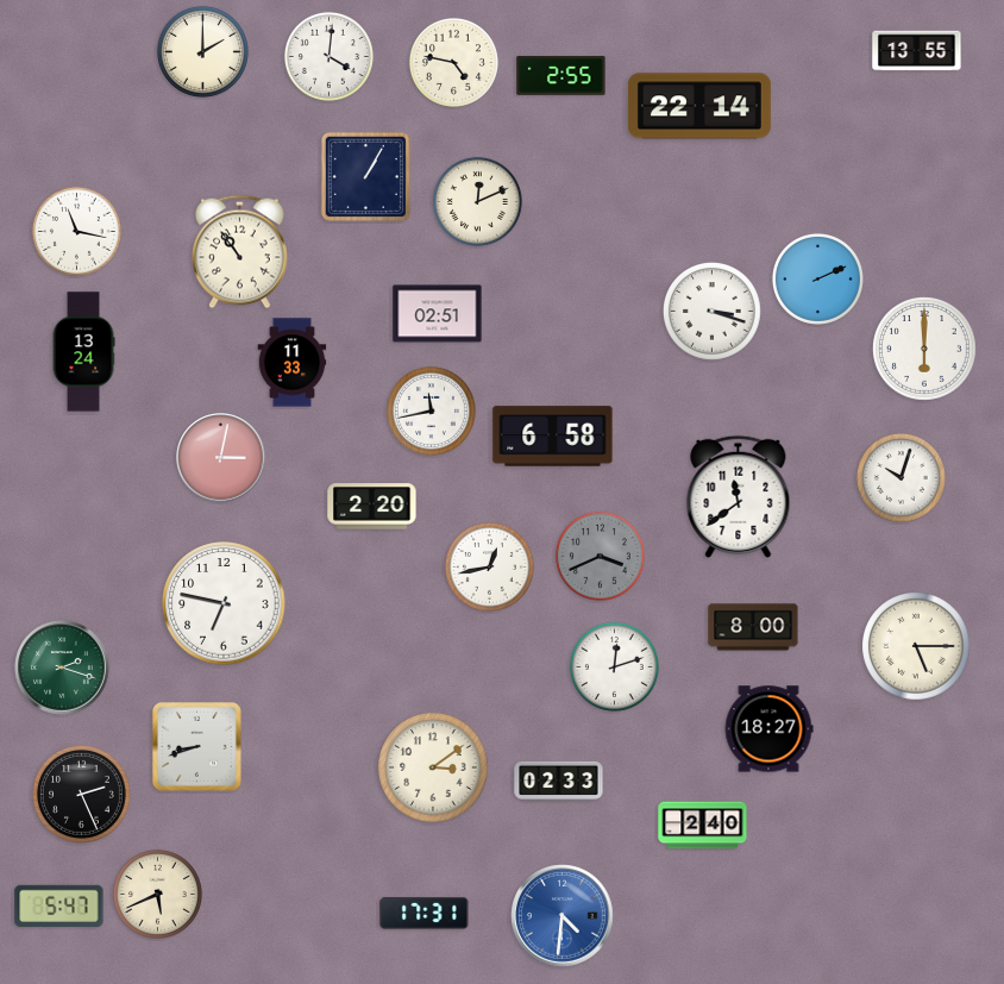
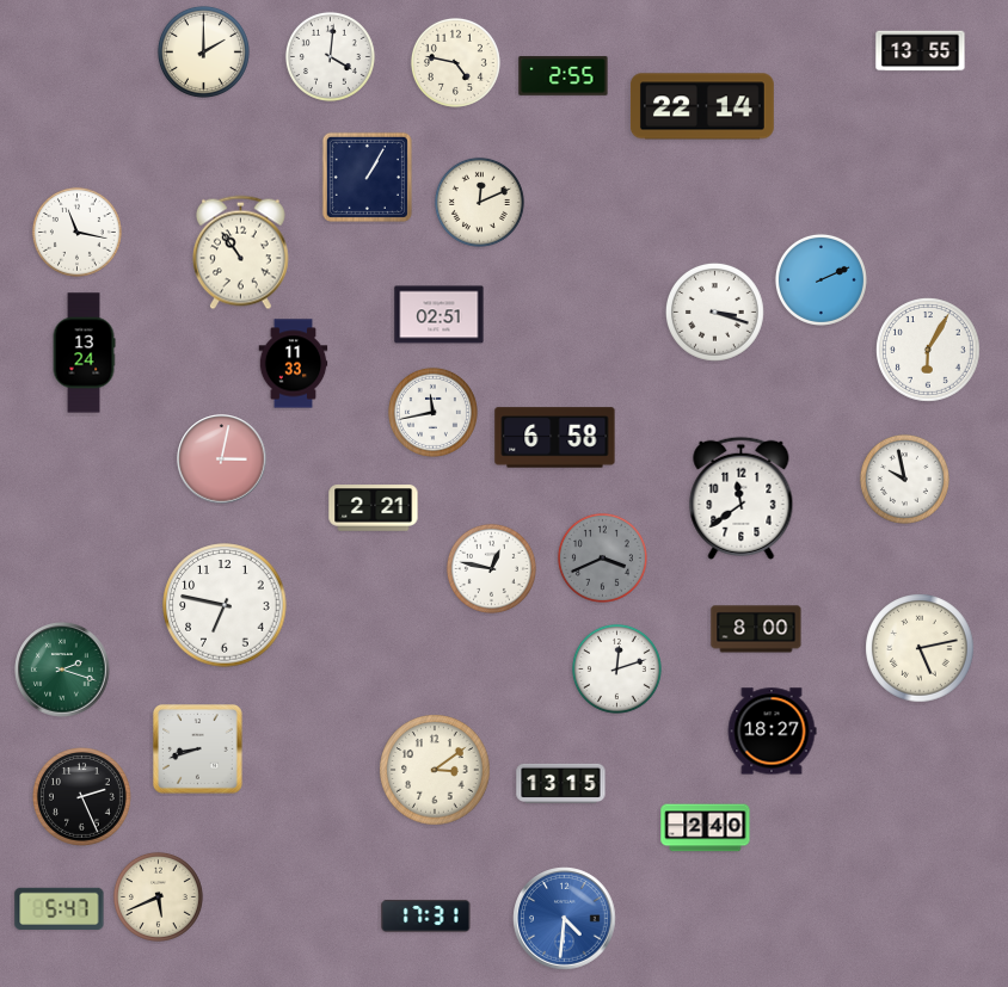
clock at (925, 350): 6:00 -> 6:05
clock at (901, 477): 10:03 -> 9:58
clock at (372, 507): 2:20 -> 2:21
clock at (489, 566): 12:43 -> 12:47
clock at (916, 646): 5:15 -> 5:13
clock at (559, 781): 02:33 -> 13:15
